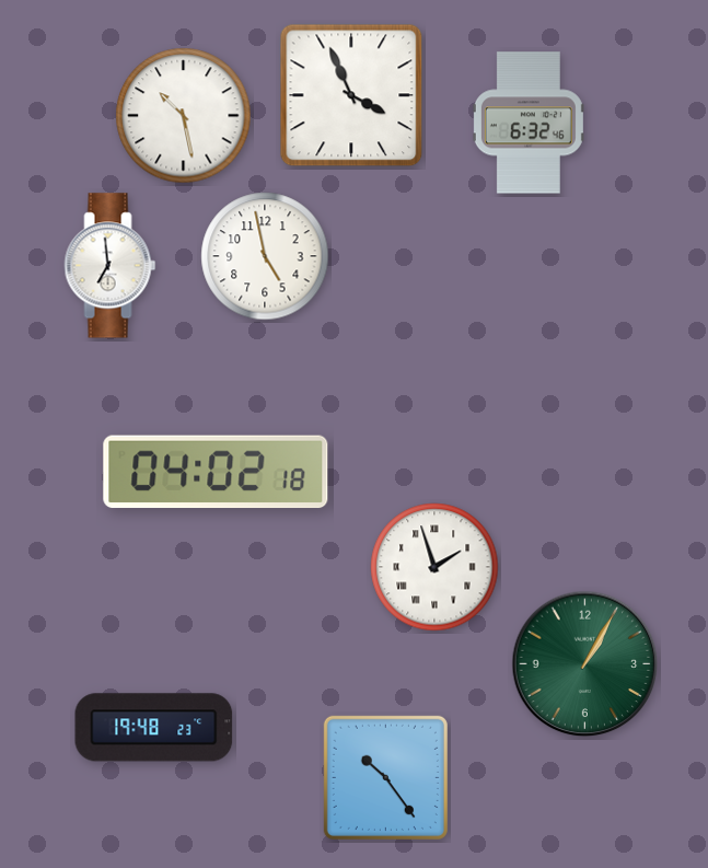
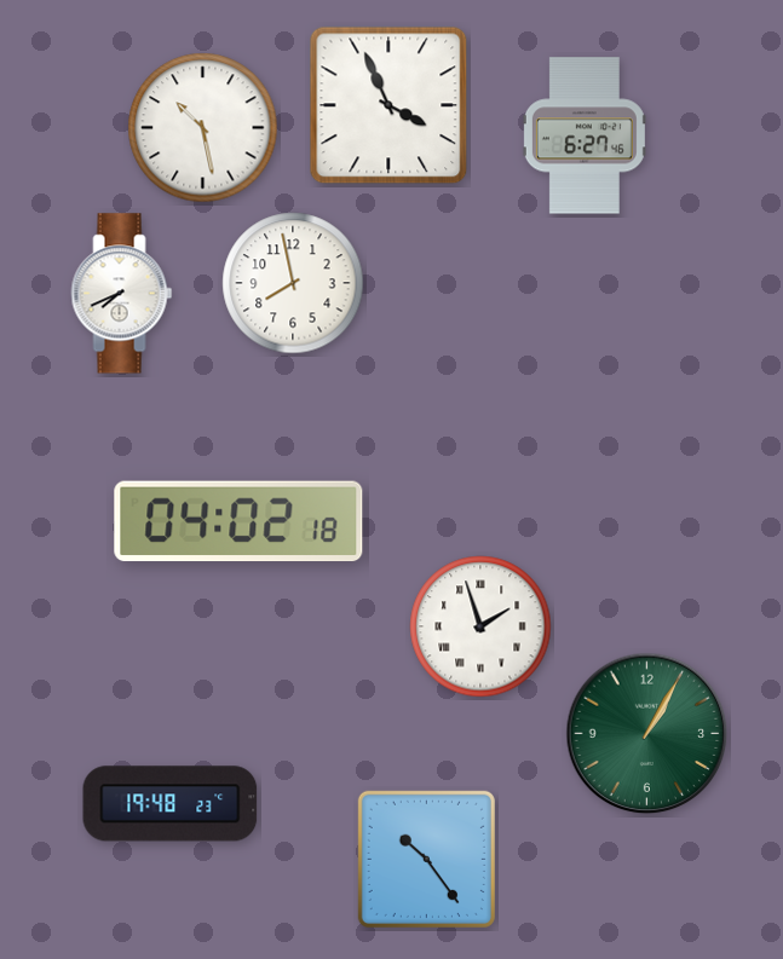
clock at (529, 123): 6:32 -> 6:27
clock at (265, 256): 4:58 -> 7:58
clock at (111, 266): 6:59 -> 7:41
